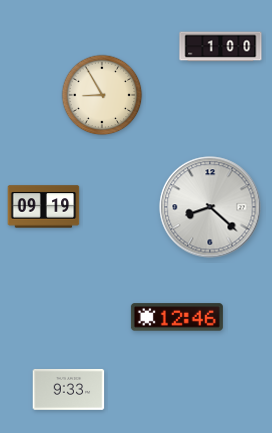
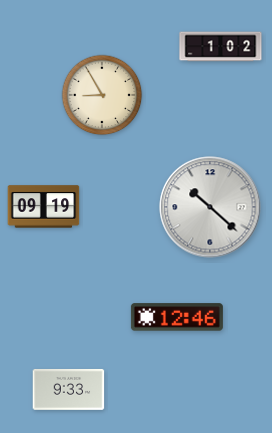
clock at (221, 47): 1:00 -> 1:02
clock at (210, 207): 8:22 -> 10:22
